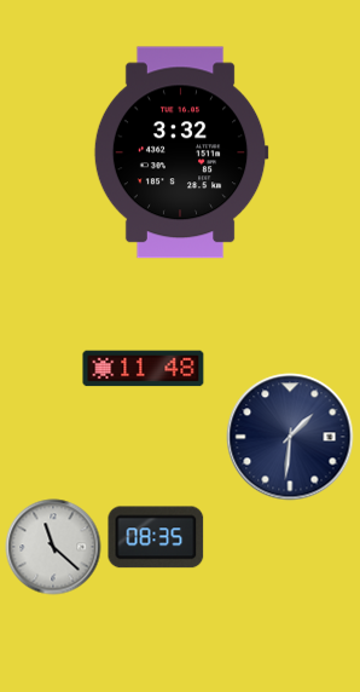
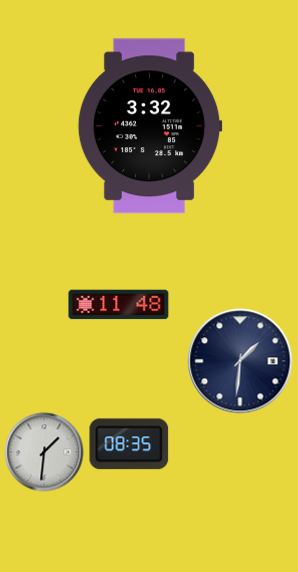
clock at (53, 547): 11:22 -> 1:31
